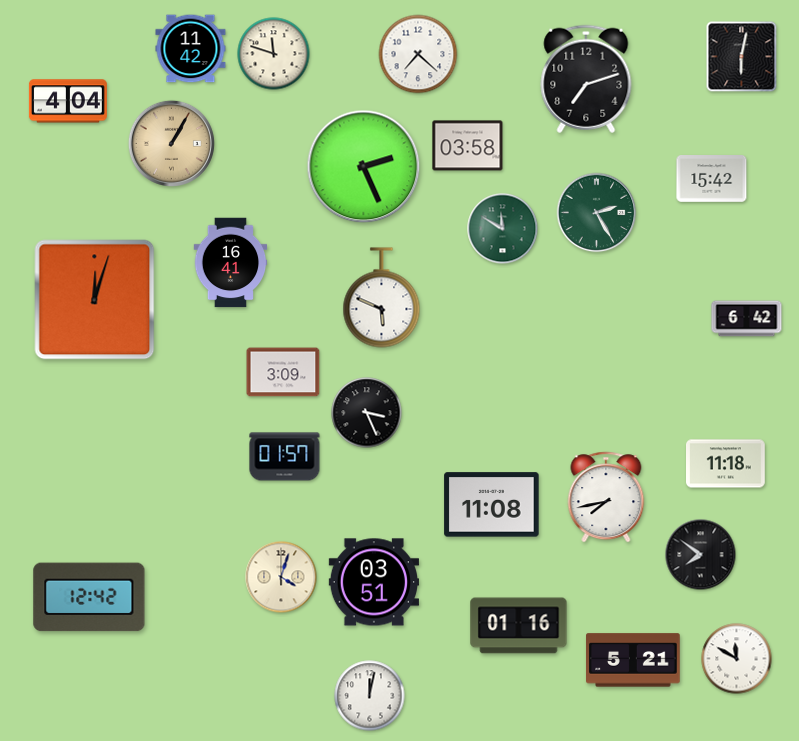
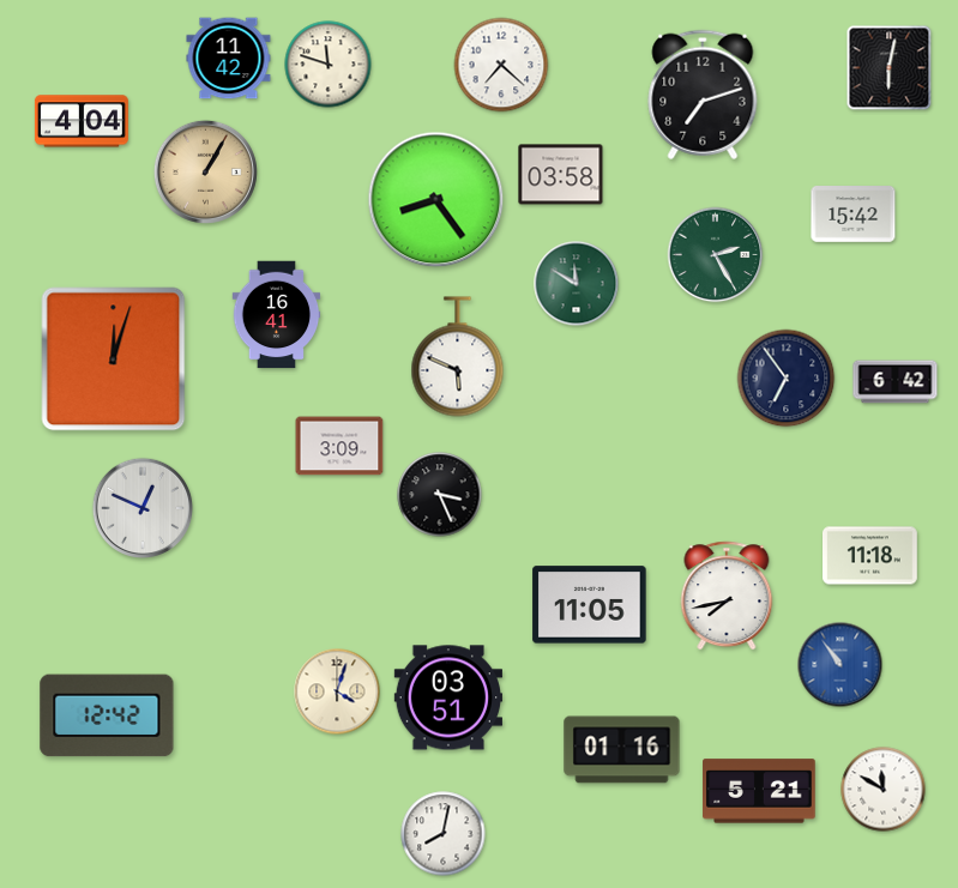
clock at (364, 167): 2:26 -> 8:24
clock at (503, 229) position: (503, 229) -> (577, 284)
clock at (787, 379): none -> 6:54
clock at (143, 508): none -> 12:49
clock at (285, 457): 01:57 -> none
clock at (492, 505): 11:08 -> 11:05
clock at (701, 555): 7:51 -> 10:54
clock at (701, 555) dial: black -> blue
clock at (370, 696): 12:02 -> 8:02
